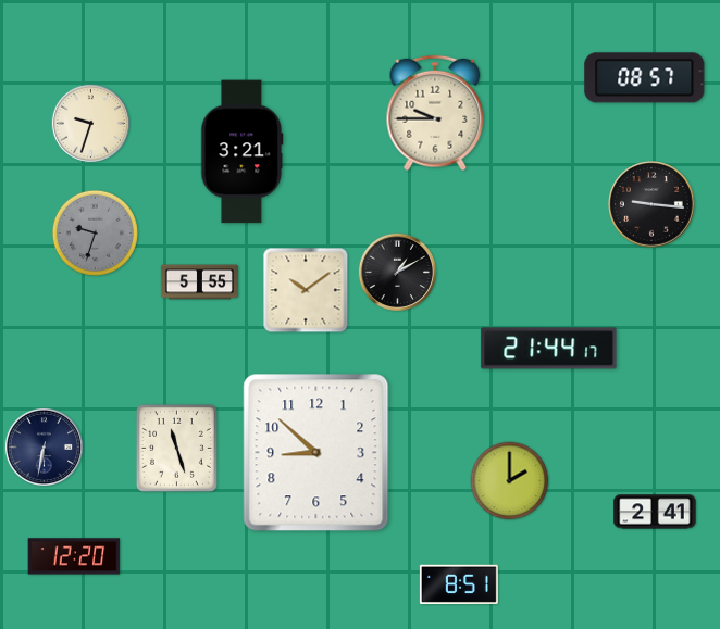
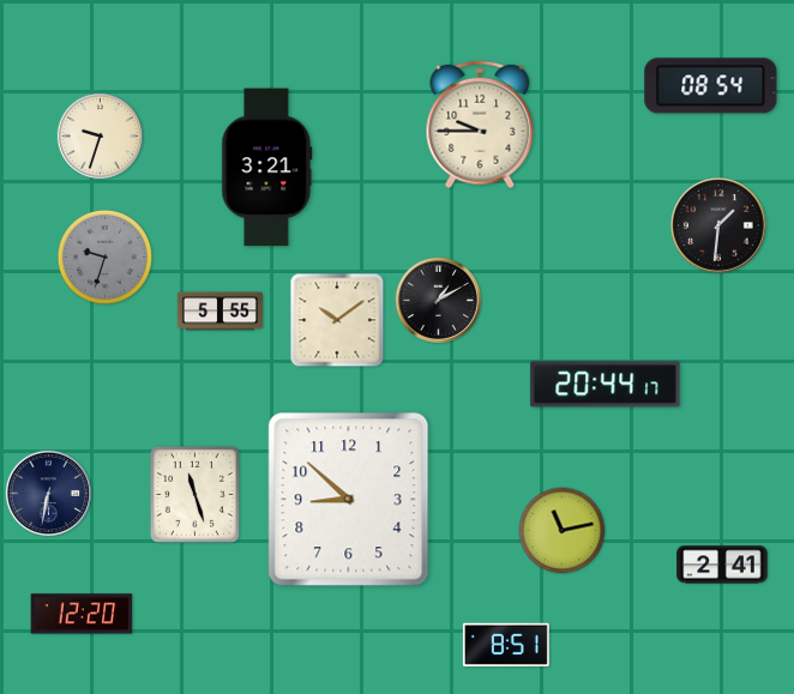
clock at (645, 78): 08:57 -> 08:54
clock at (653, 205): 9:16 -> 1:31
clock at (549, 349): 21:44 -> 20:44
clock at (510, 481): 2:00 -> 11:13
